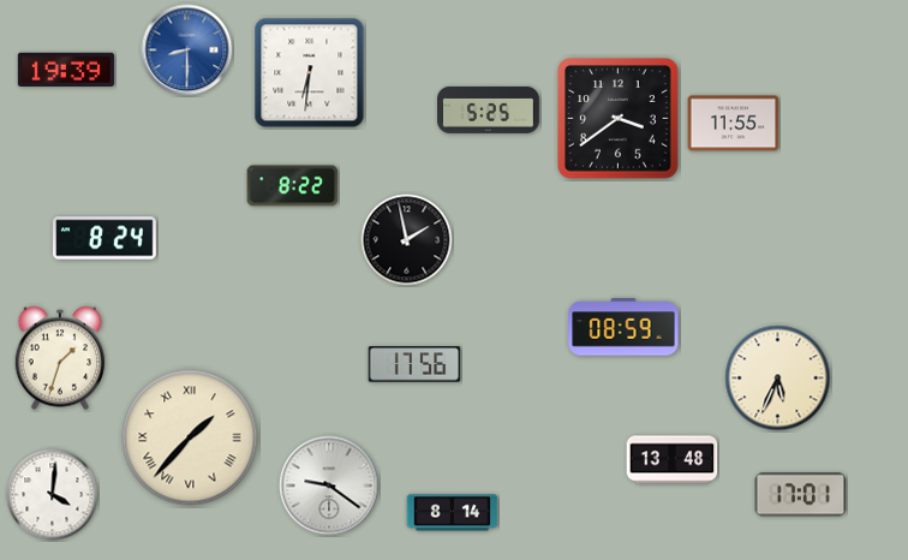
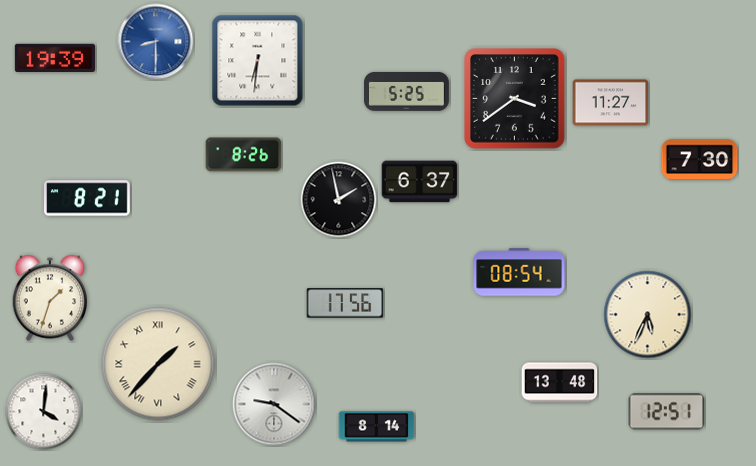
clock at (734, 124): 11:55 -> 11:27
clock at (293, 186): 8:22 -> 8:26
clock at (700, 160): none -> 7:30
clock at (420, 182): none -> 6:37
clock at (106, 238): 8:24 -> 8:21
clock at (623, 327): 08:59 -> 08:54
clock at (801, 495): 17:01 -> 12:51
